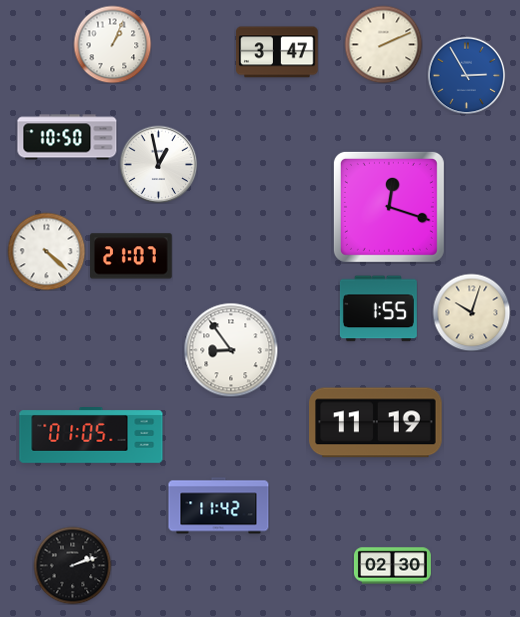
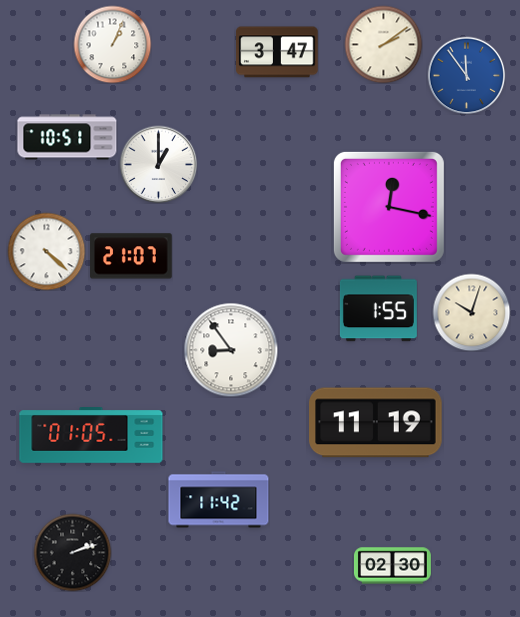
clock at (383, 44): 2:11 -> 2:09
clock at (466, 75): 2:55 -> 11:54
clock at (67, 137): 10:50 -> 10:51
clock at (158, 164): 12:58 -> 1:00
clock at (389, 207): 12:18 -> 12:17
clock at (219, 506) position: (219, 506) -> (219, 500)
clock at (72, 565) position: (72, 565) -> (72, 552)
